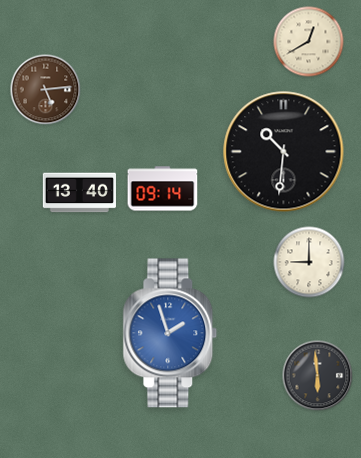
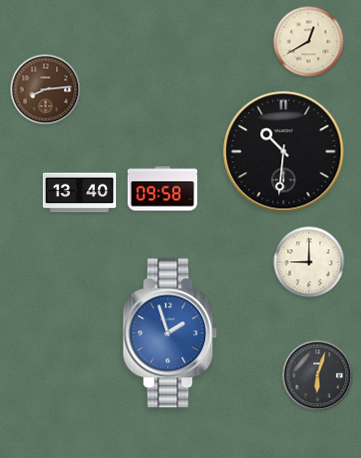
clock at (46, 90): 5:14 -> 8:14
clock at (163, 189): 09:14 -> 09:58
clock at (318, 376): 5:59 -> 6:03
